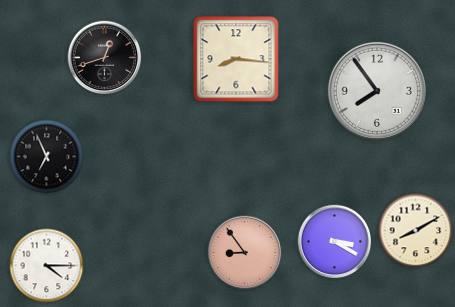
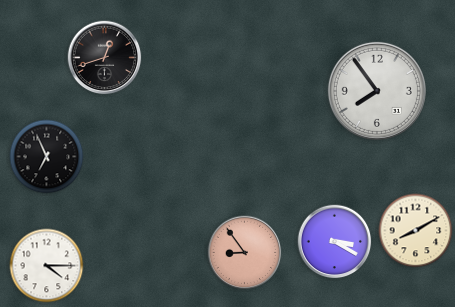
clock at (236, 59): 8:16 -> none
